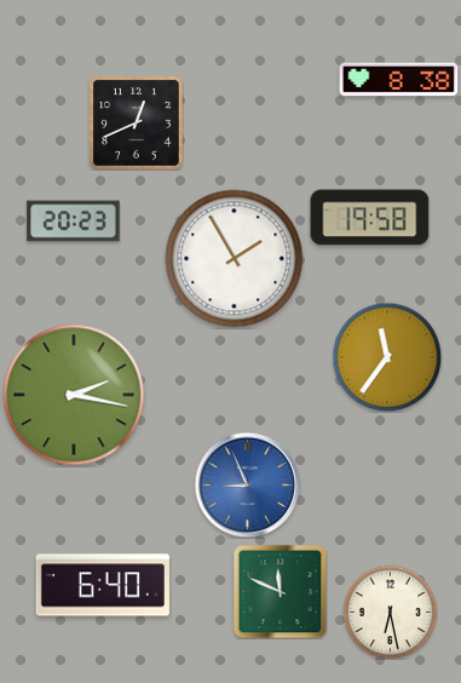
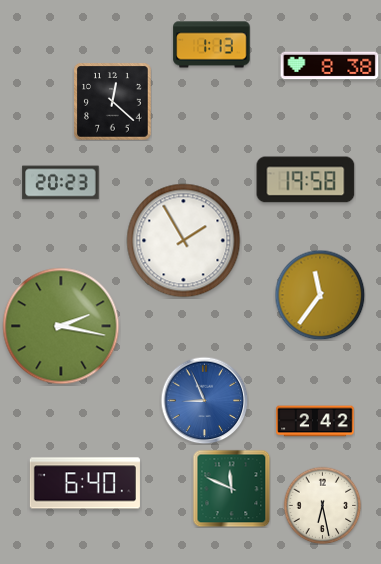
clock at (212, 45): none -> 1:13
clock at (137, 124): 12:41 -> 12:22
clock at (235, 259) position: (235, 259) -> (184, 241)
clock at (315, 421): none -> 2:42
